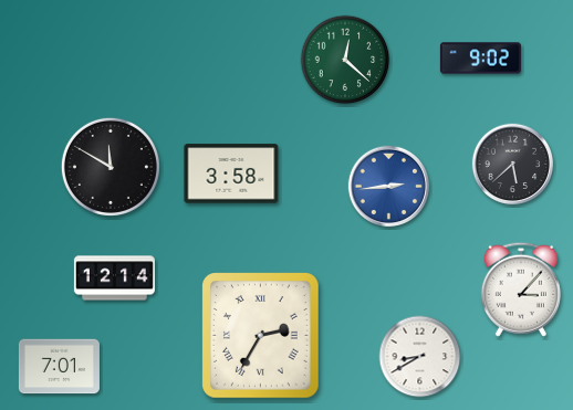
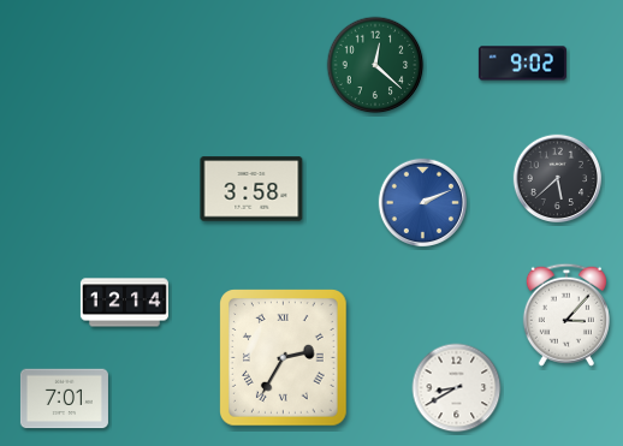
clock at (111, 167): 11:50 -> none
clock at (389, 187): 2:44 -> 2:11
clock at (261, 336) position: (261, 336) -> (284, 358)
